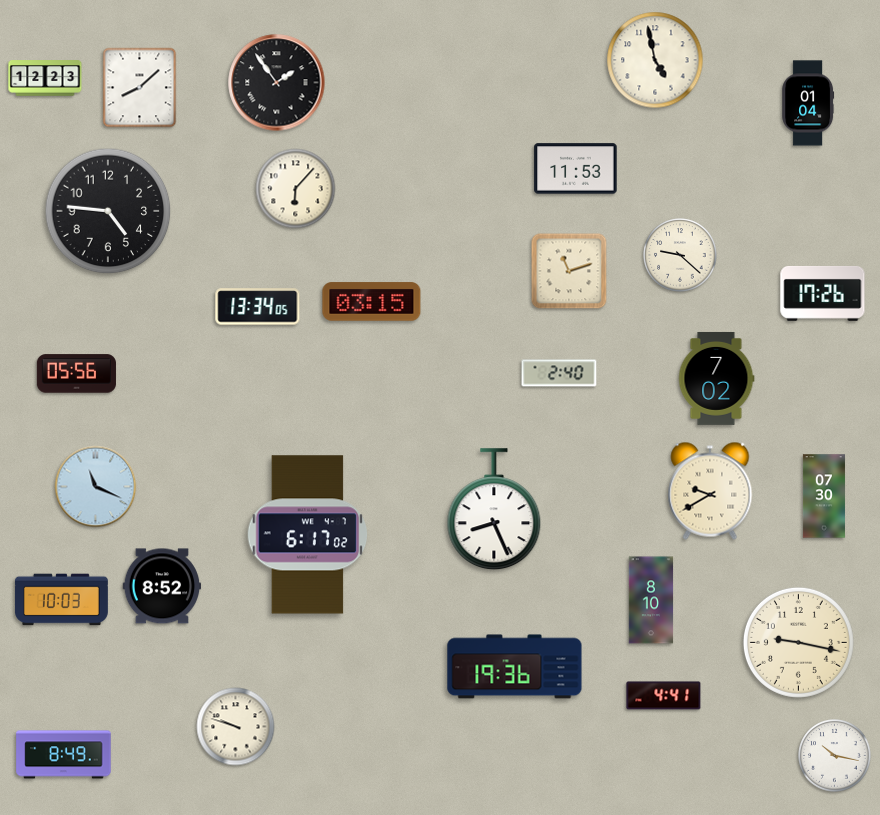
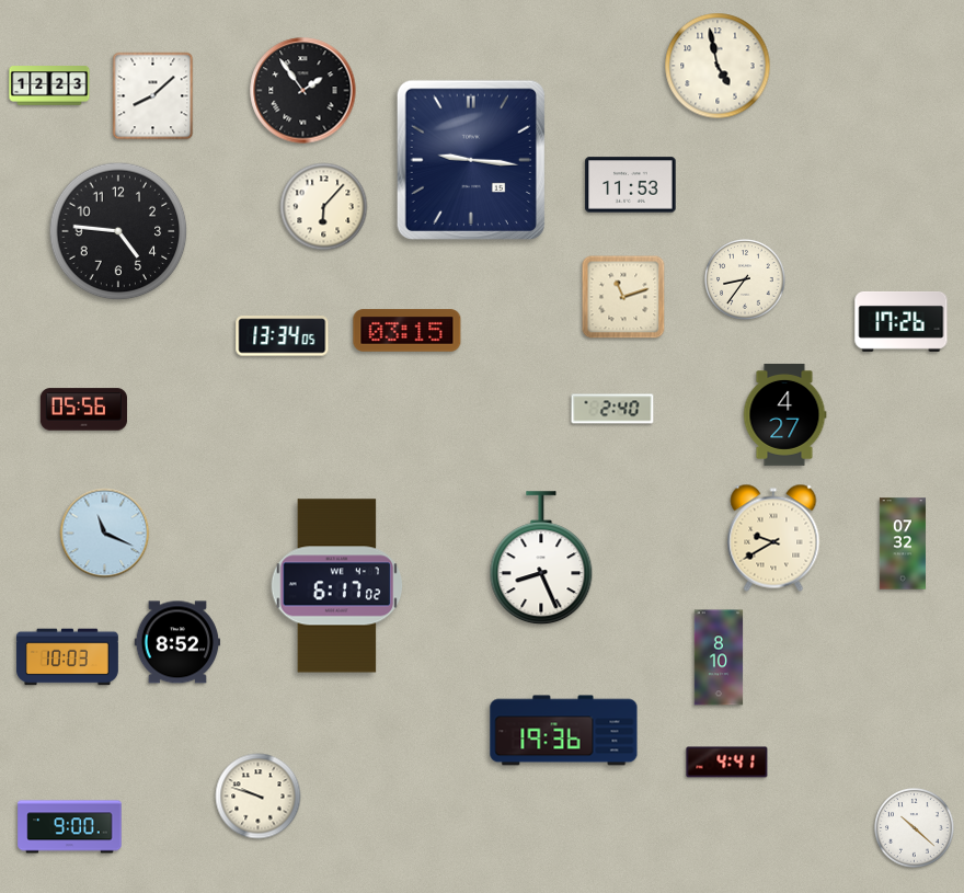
clock at (808, 103): 01:04 -> none
clock at (471, 160): none -> 9:16
clock at (680, 255): 9:22 -> 8:36
clock at (716, 378): 7:02 -> 4:27
clock at (710, 491) position: (710, 491) -> (773, 538)
clock at (824, 496): 07:30 -> 07:32
clock at (651, 600) position: (651, 600) -> (719, 657)
clock at (798, 642): 9:17 -> none
clock at (64, 755): 8:49 -> 9:00
clock at (835, 756): 10:17 -> 10:22
